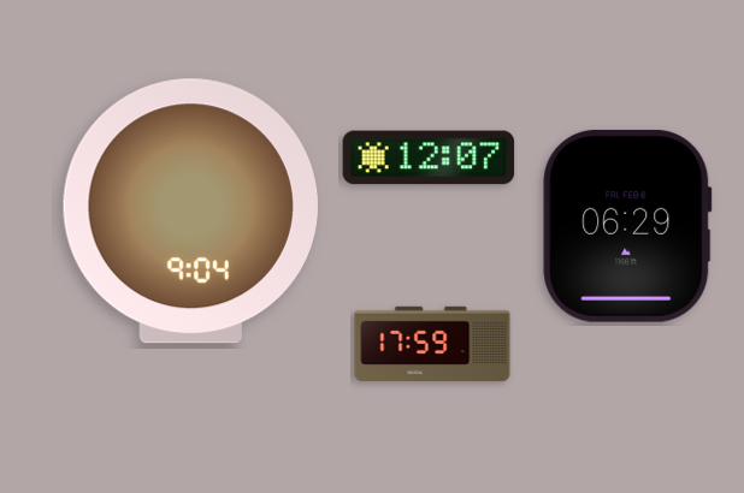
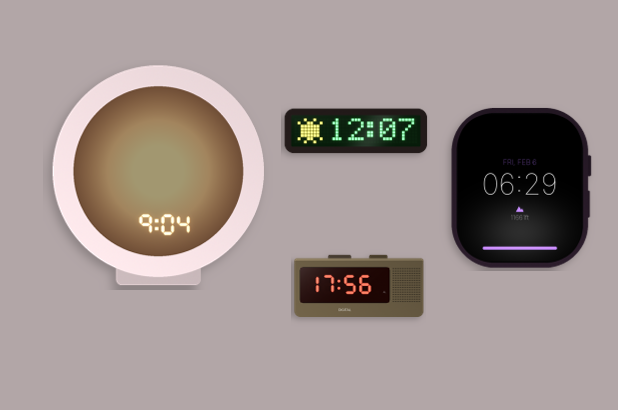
clock at (432, 343): 17:59 -> 17:56
